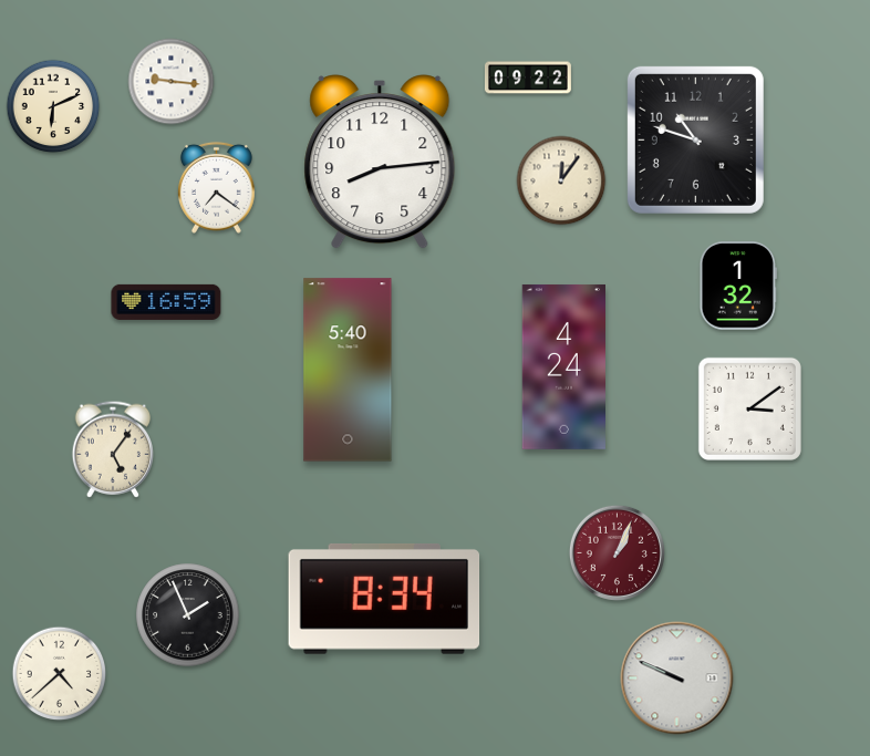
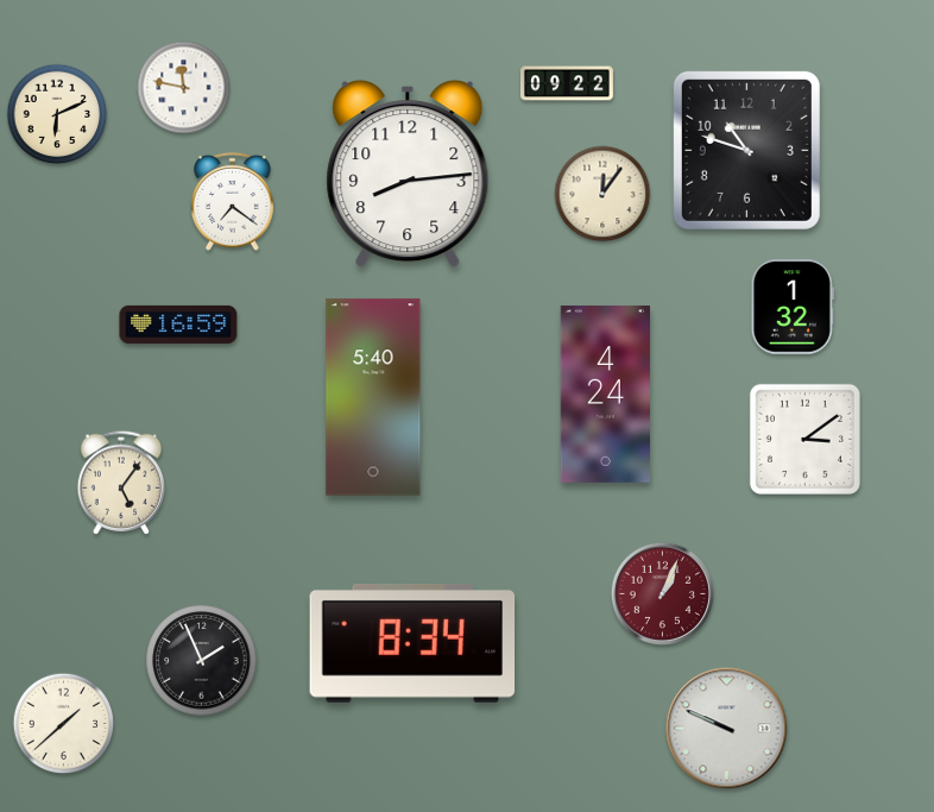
clock at (172, 82): 9:16 -> 11:47
clock at (60, 674): 4:38 -> 1:38
